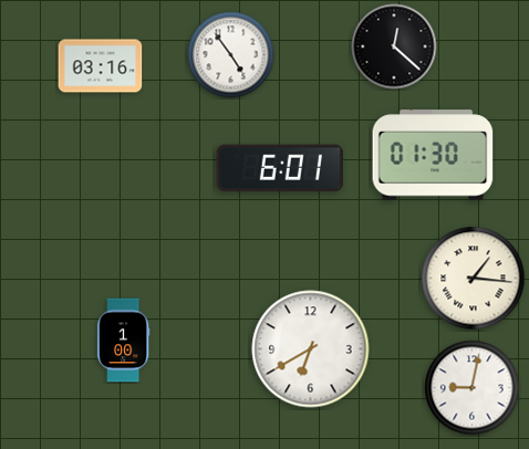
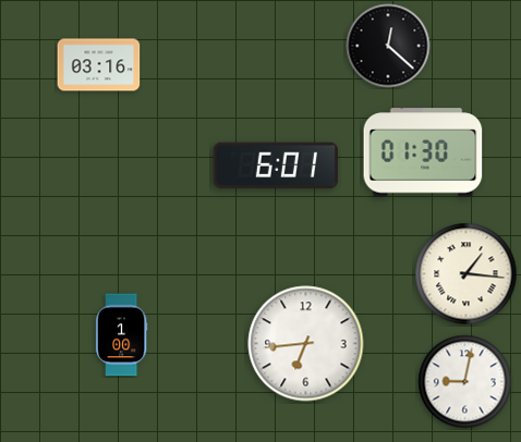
clock at (231, 55): 4:54 -> none
clock at (433, 155) position: (433, 155) -> (423, 152)
clock at (311, 349): 6:40 -> 6:44
